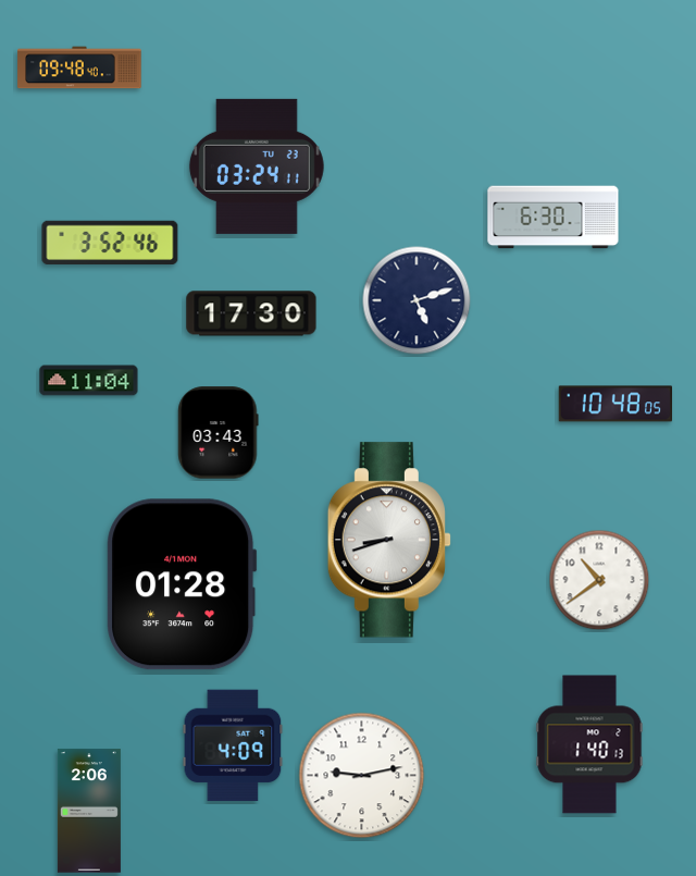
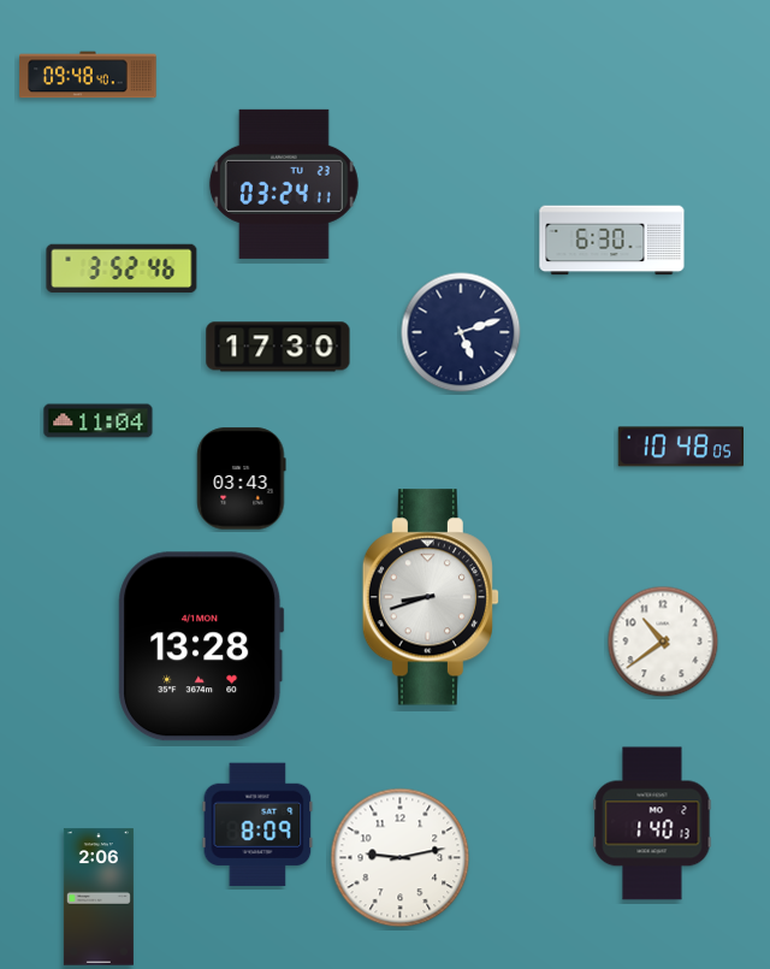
clock at (182, 584): 01:28 -> 13:28
clock at (233, 745): 4:09 -> 8:09
